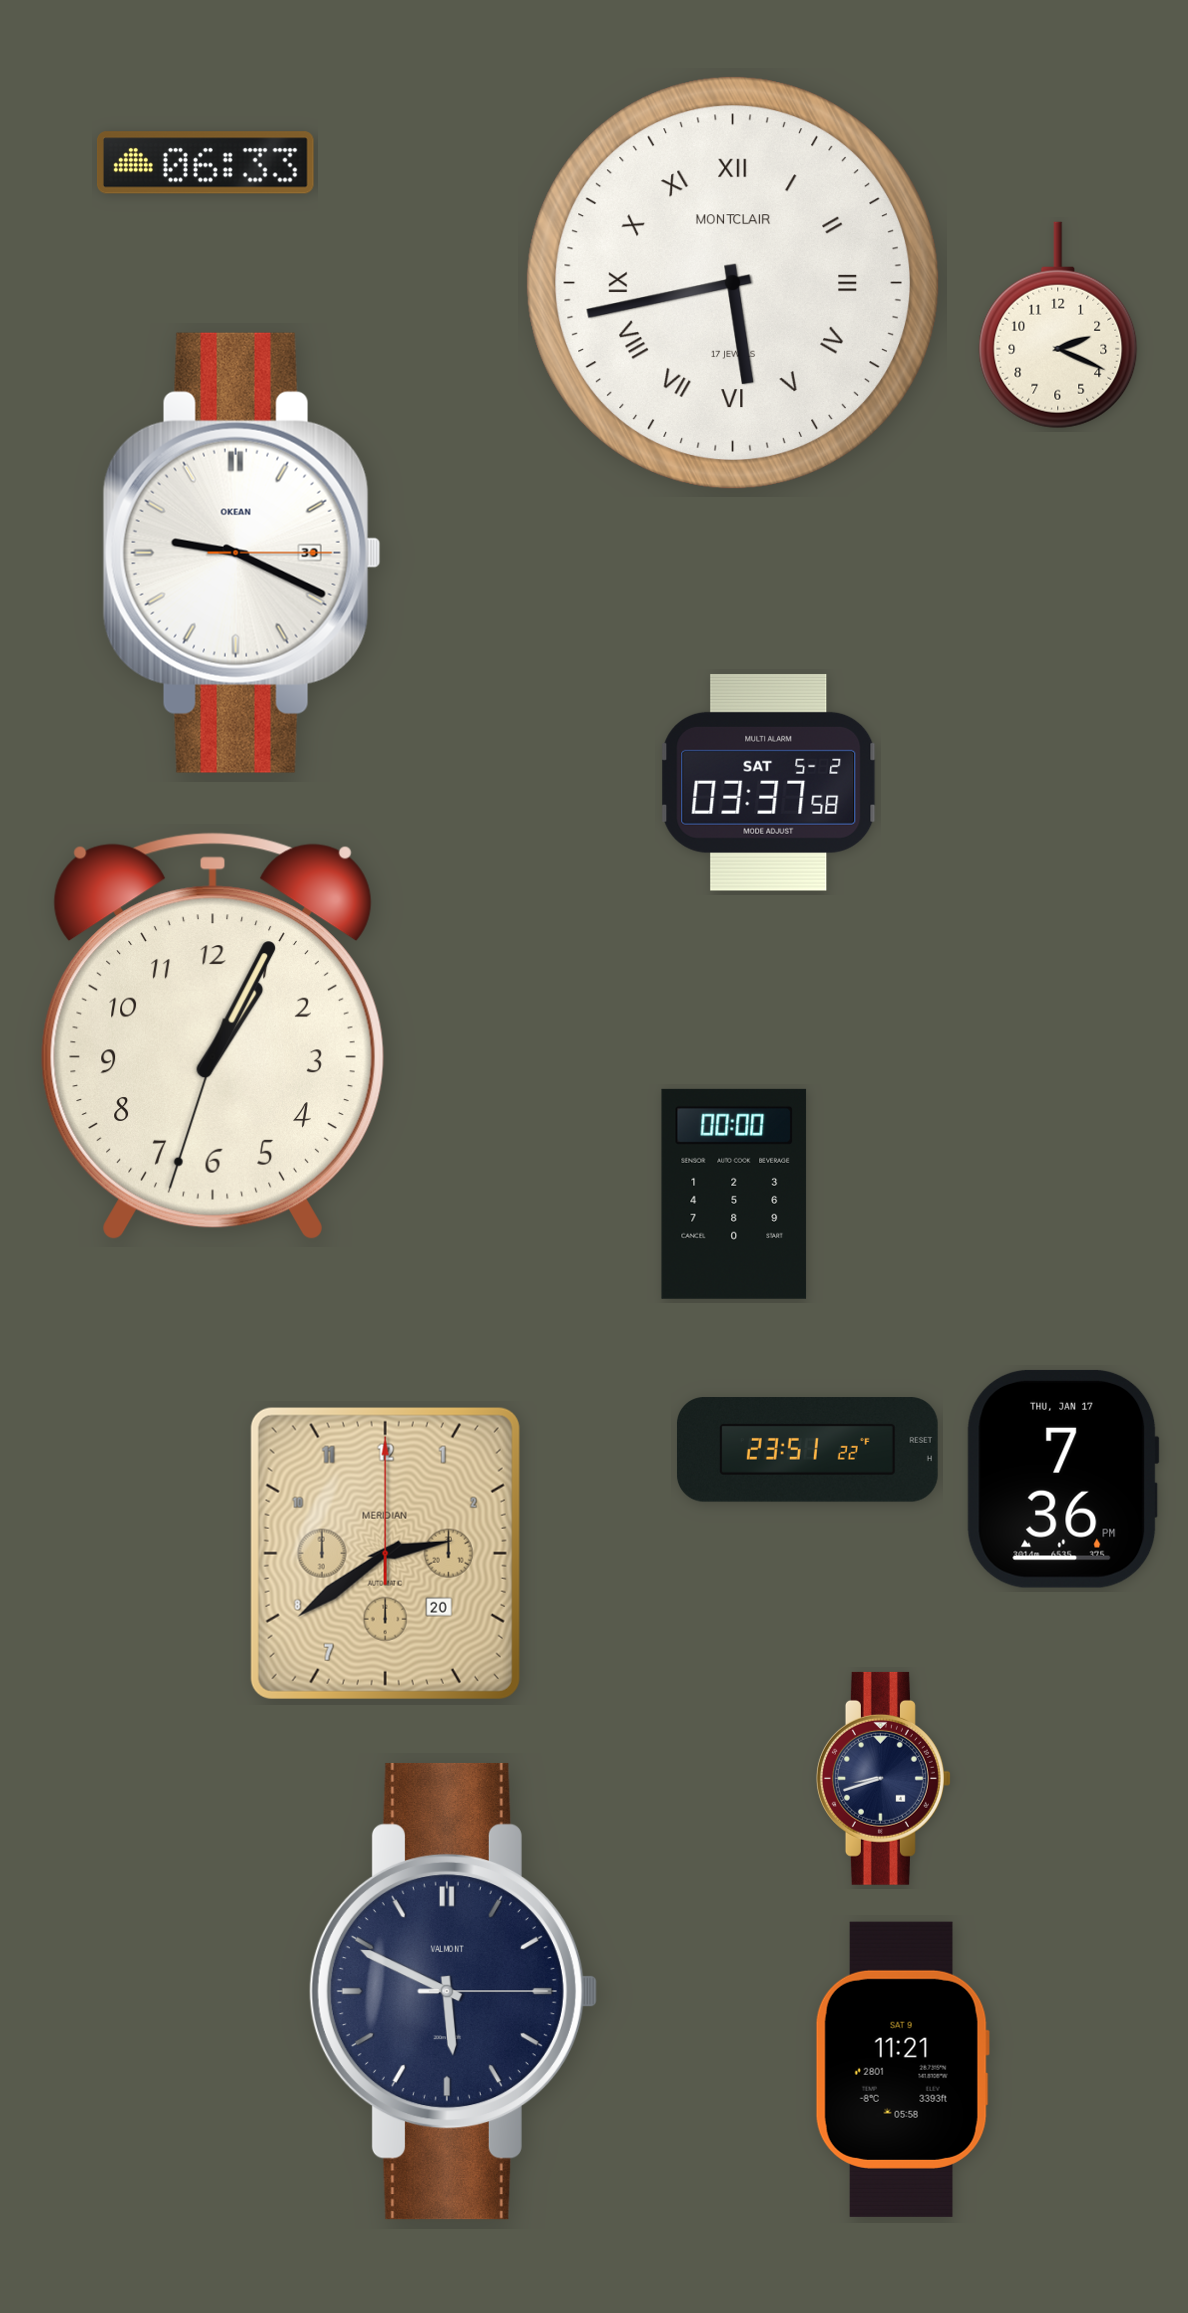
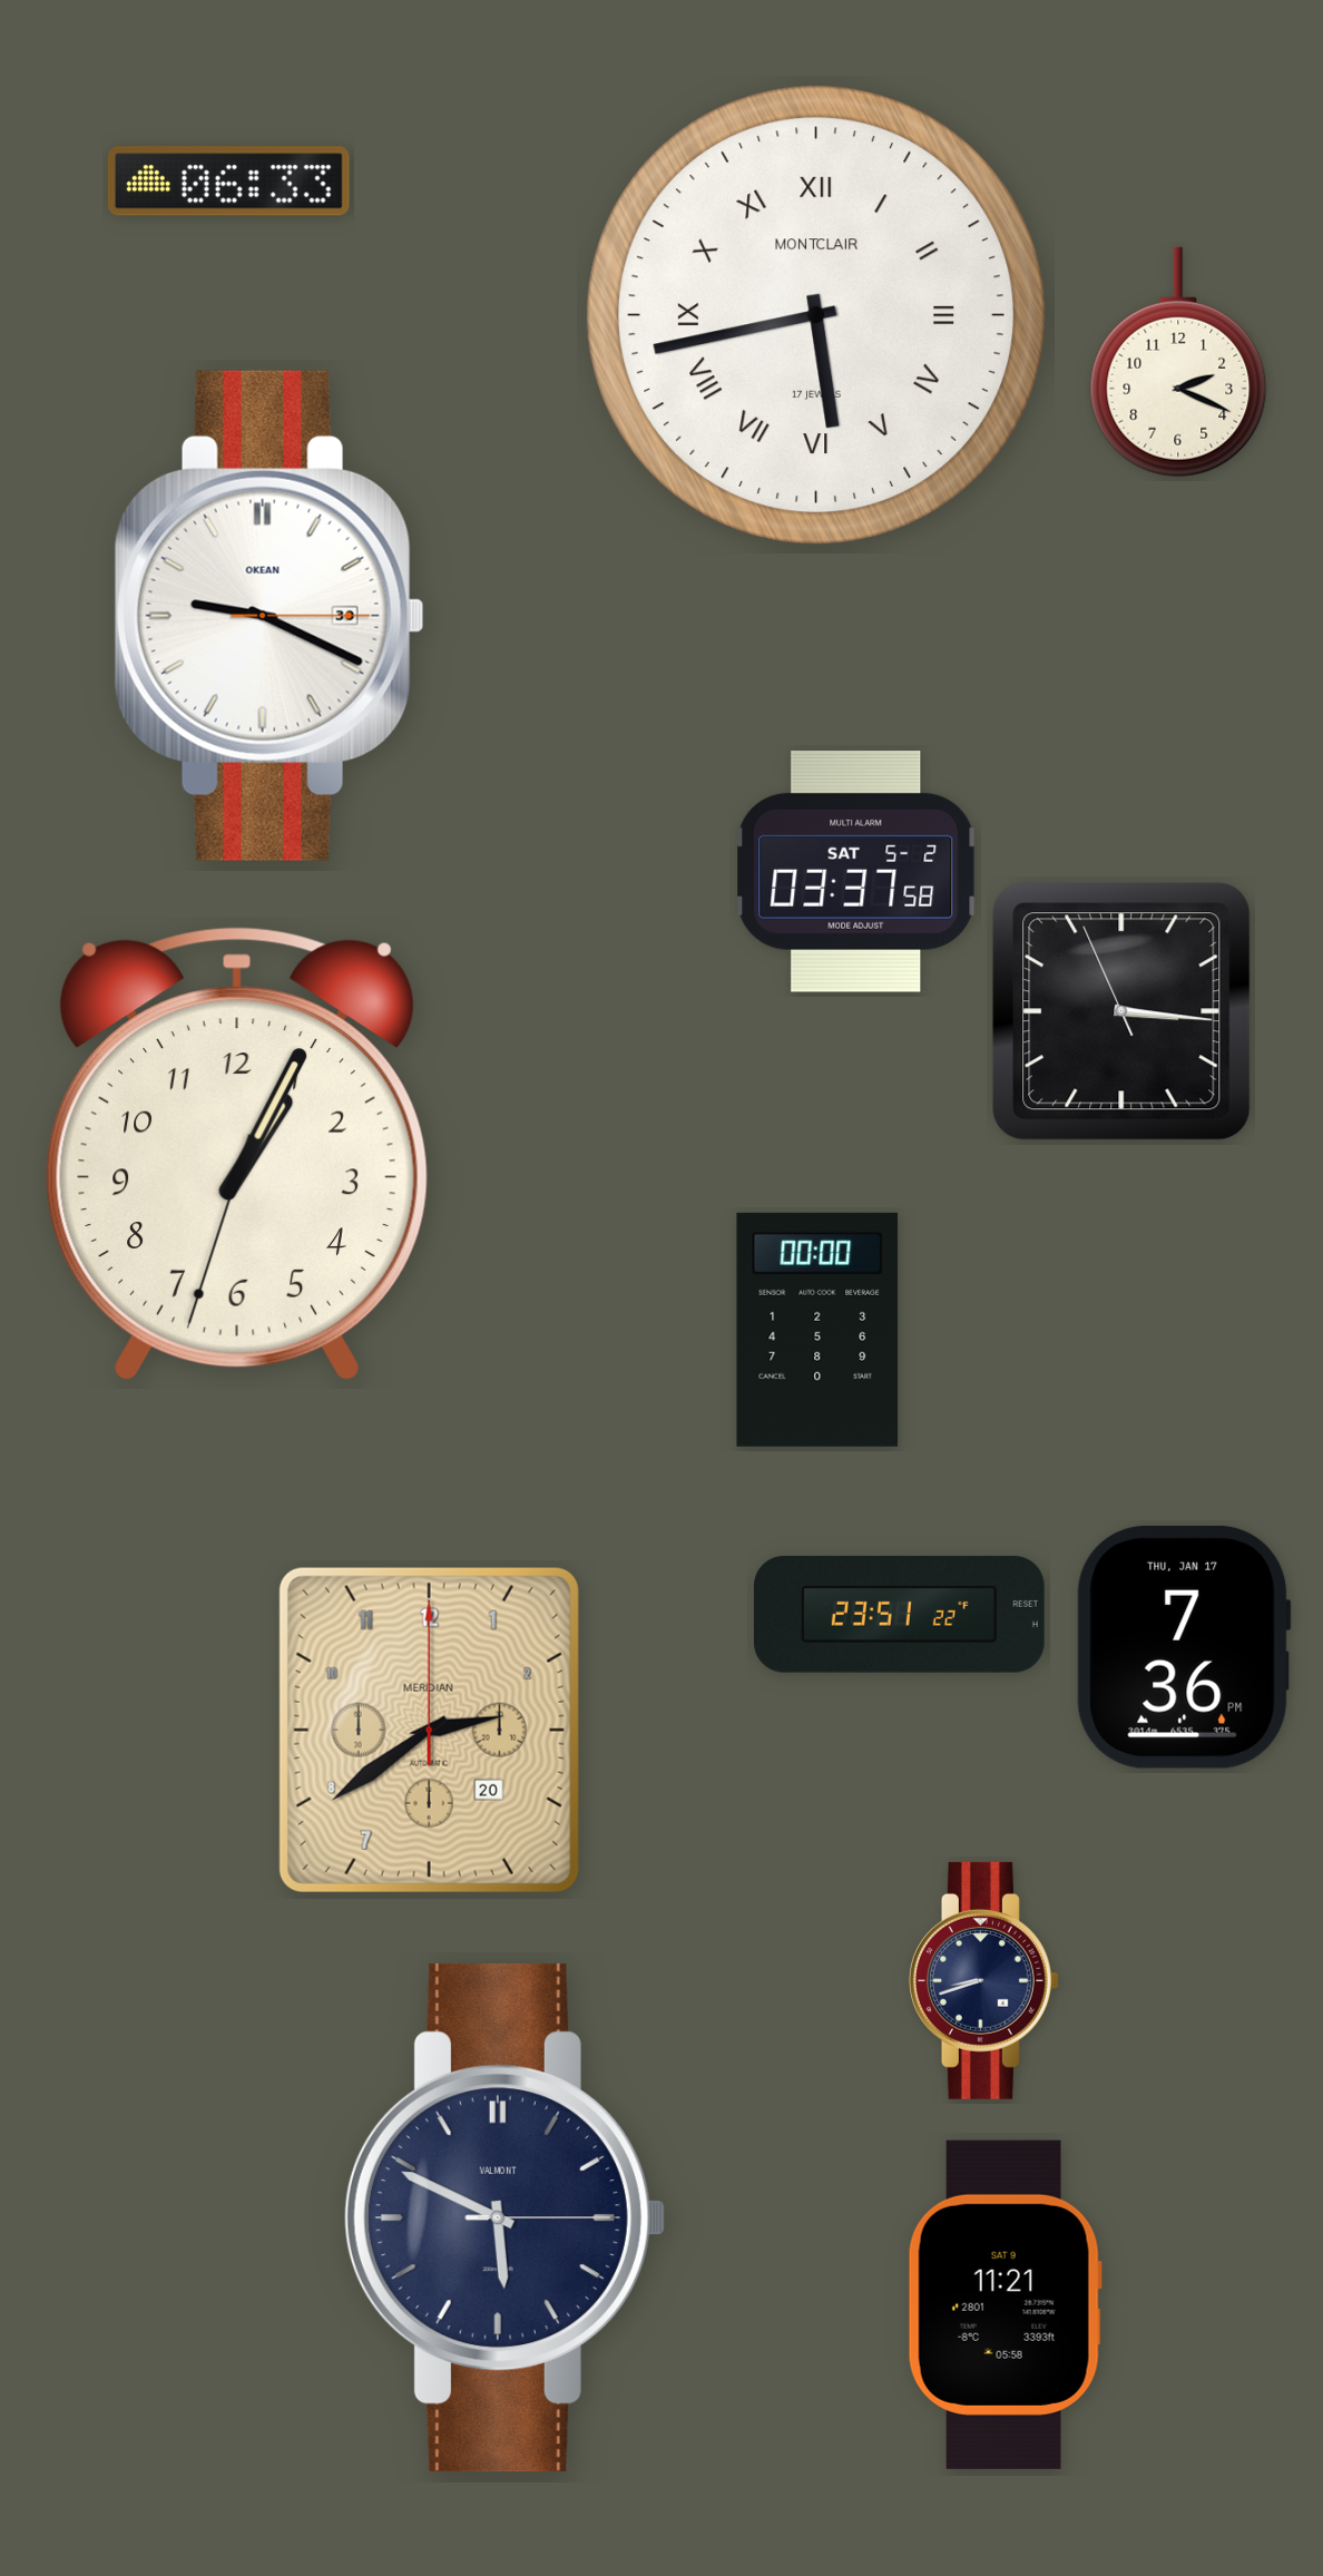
clock at (1121, 1011): none -> 3:15
